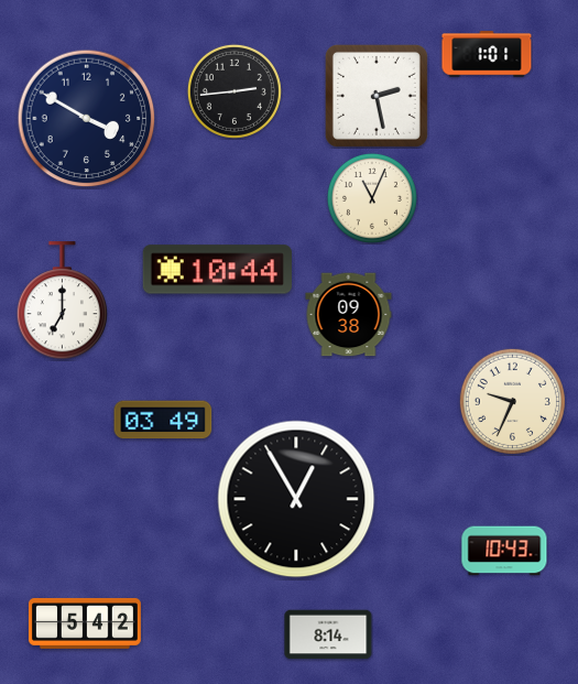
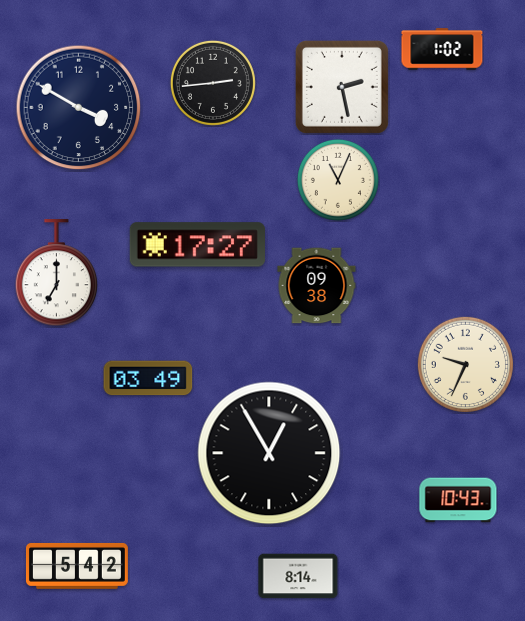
clock at (487, 54): 1:01 -> 1:02
clock at (217, 270): 10:44 -> 17:27
clock at (163, 420) position: (163, 420) -> (148, 378)
